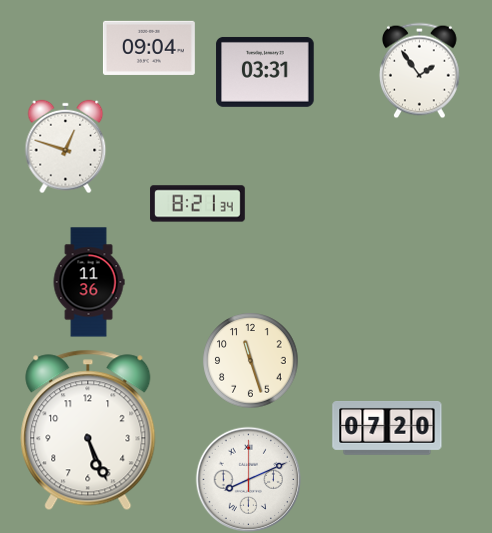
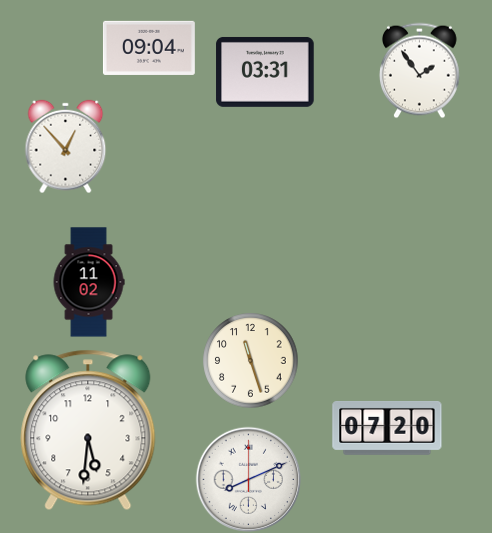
clock at (66, 146): 12:48 -> 12:53
clock at (198, 204): 8:21 -> none
clock at (89, 282): 11:36 -> 11:02
clock at (88, 430): 5:26 -> 5:31
